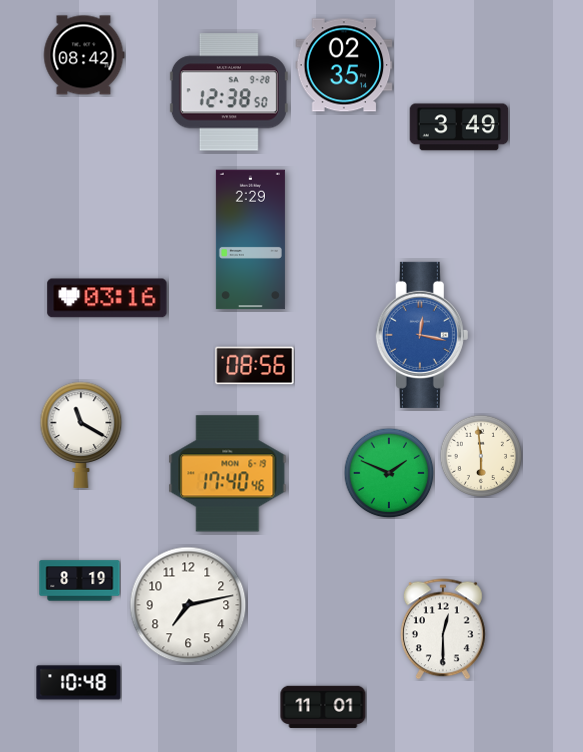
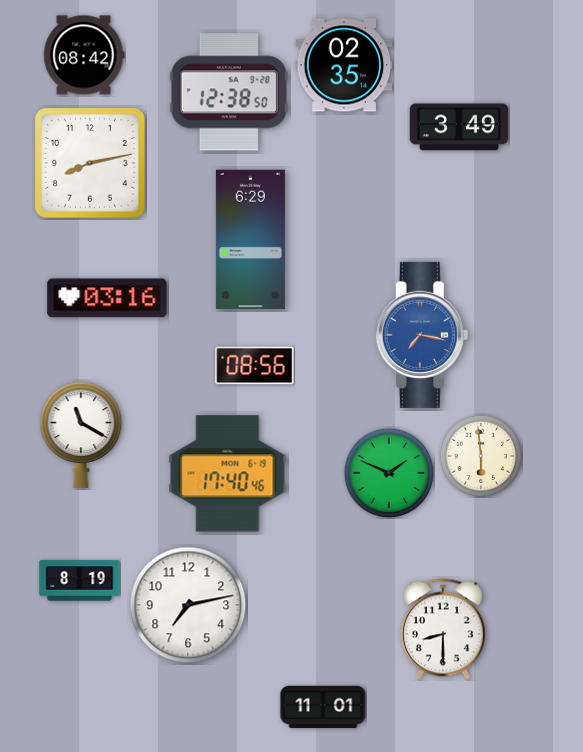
clock at (91, 164): none -> 8:13
clock at (250, 240): 2:29 -> 6:29
clock at (422, 335): 12:17 -> 7:17
clock at (443, 629): 12:30 -> 8:30
clock at (79, 683): 10:48 -> none
